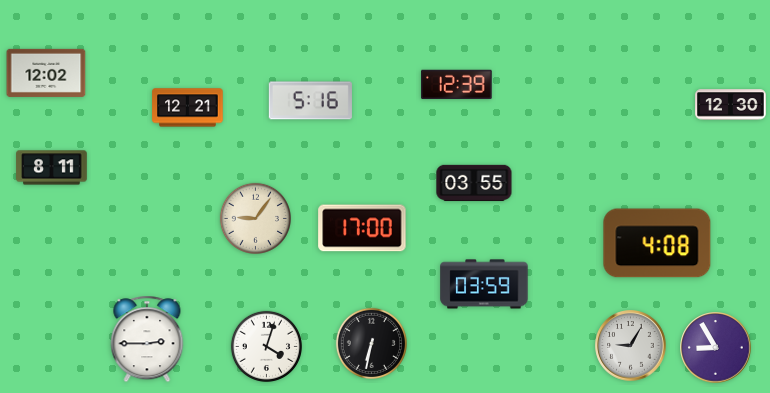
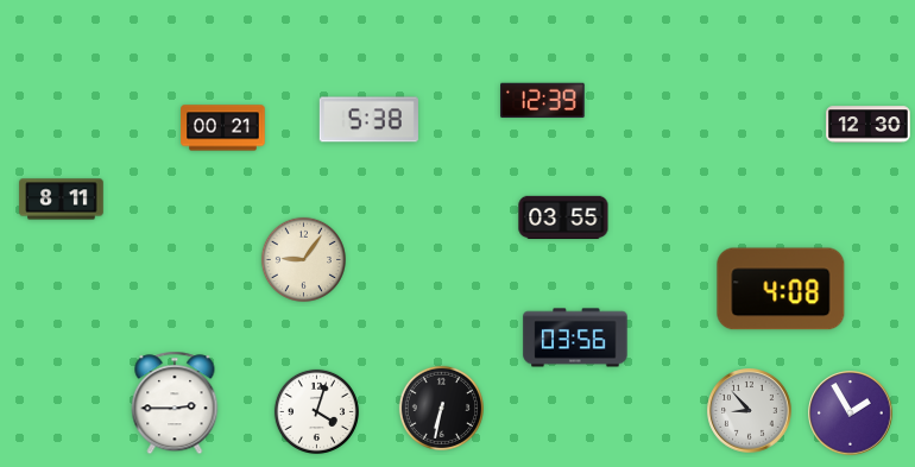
clock at (46, 73): 12:02 -> none
clock at (310, 101): 5:16 -> 5:38
clock at (188, 108): 12:21 -> 00:21
clock at (362, 228): 17:00 -> none
clock at (484, 284): 03:59 -> 03:56
clock at (631, 346): 9:05 -> 8:53
clock at (716, 348): 8:55 -> 1:55
